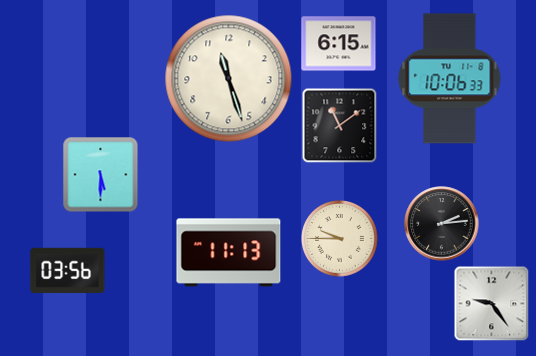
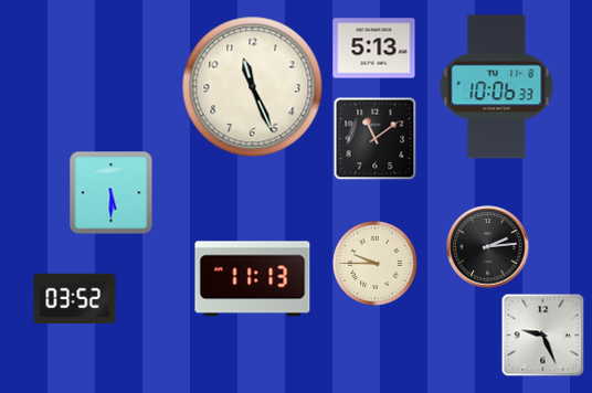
clock at (339, 44): 6:15 -> 5:13
clock at (229, 79): 11:27 -> 11:26
clock at (68, 271): 03:56 -> 03:52
clock at (492, 304): 9:24 -> 9:26
